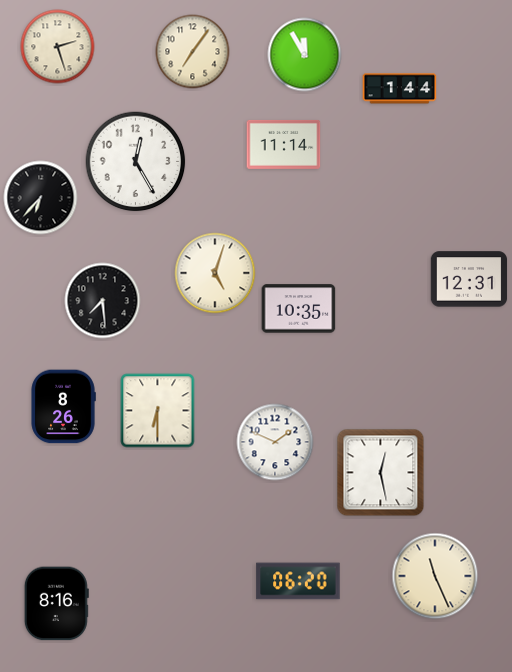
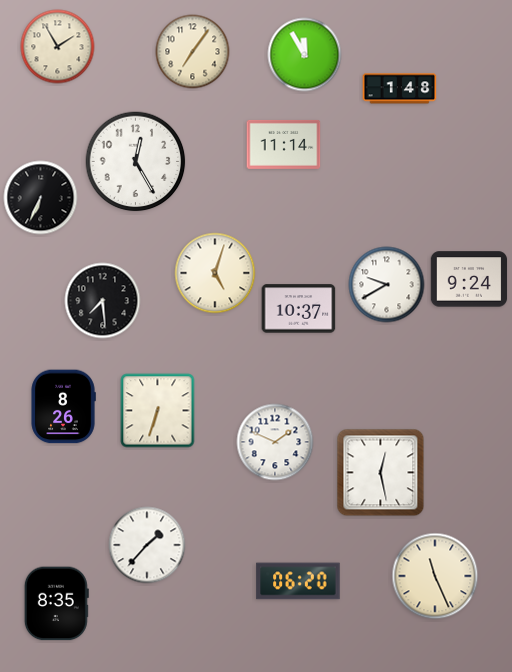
clock at (58, 47): 2:27 -> 1:55
clock at (400, 89): 1:44 -> 1:48
clock at (41, 198): 6:37 -> 6:34
clock at (469, 279): 12:31 -> 9:24
clock at (387, 285): none -> 9:40
clock at (299, 309): 10:35 -> 10:37
clock at (158, 411): 6:30 -> 6:33
clock at (147, 545): none -> 1:37
clock at (56, 604): 8:16 -> 8:35
